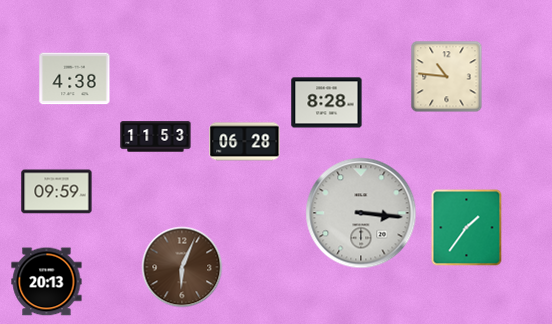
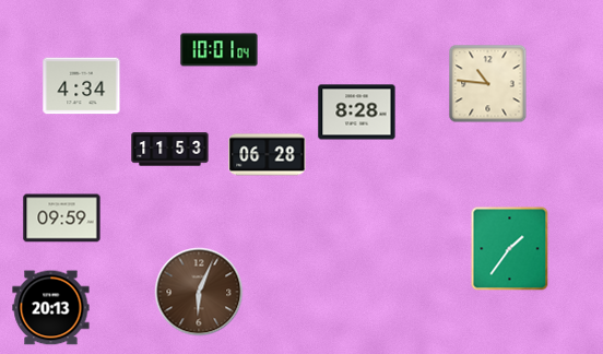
clock at (220, 50): none -> 10:01
clock at (75, 79): 4:38 -> 4:34
clock at (57, 192) position: (57, 192) -> (62, 219)
clock at (361, 213): 3:16 -> none
